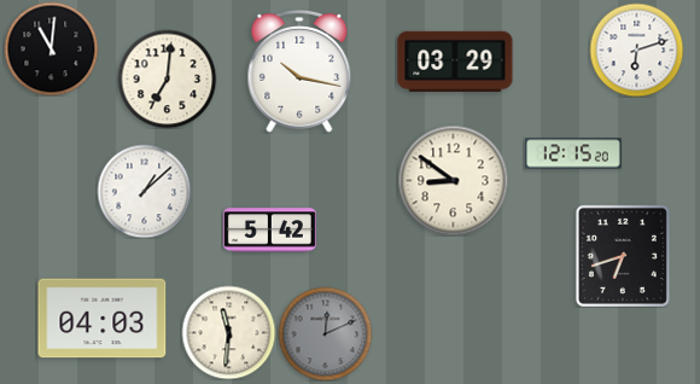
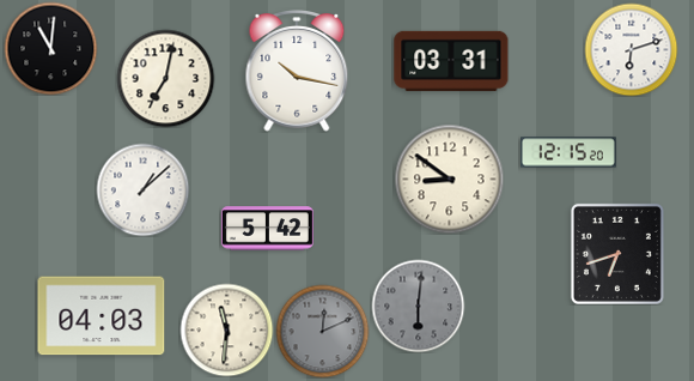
clock at (455, 62): 03:29 -> 03:31
clock at (167, 78): 7:01 -> 7:02
clock at (418, 306): none -> 6:01
